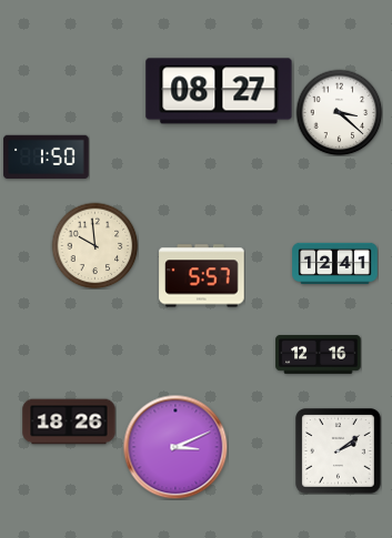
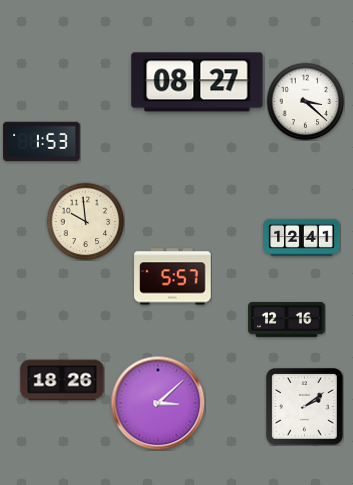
clock at (47, 158): 1:50 -> 1:53
clock at (202, 276) position: (202, 276) -> (173, 277)
clock at (175, 447): 3:11 -> 3:08
